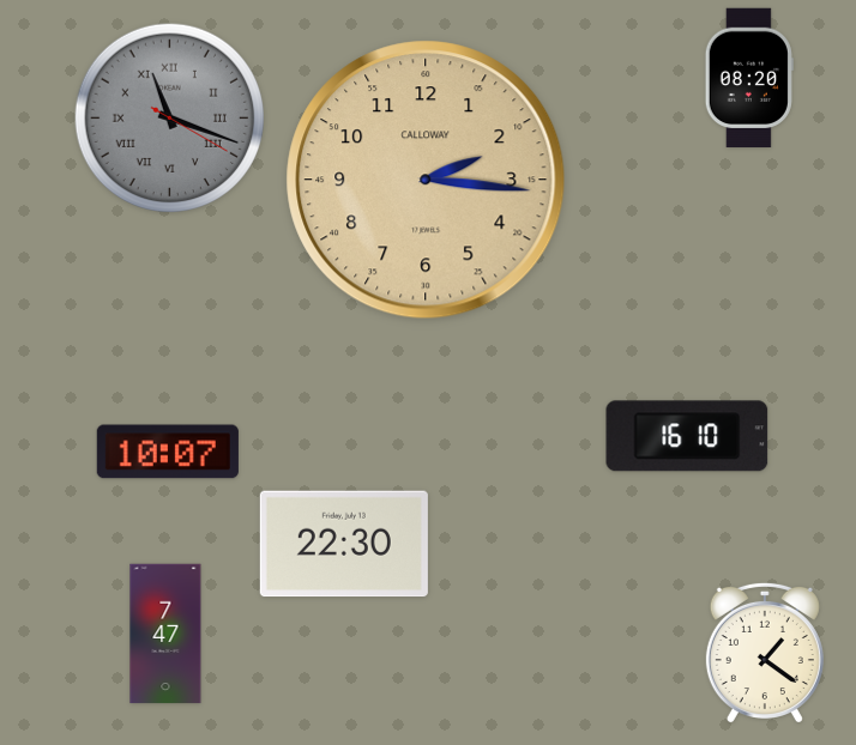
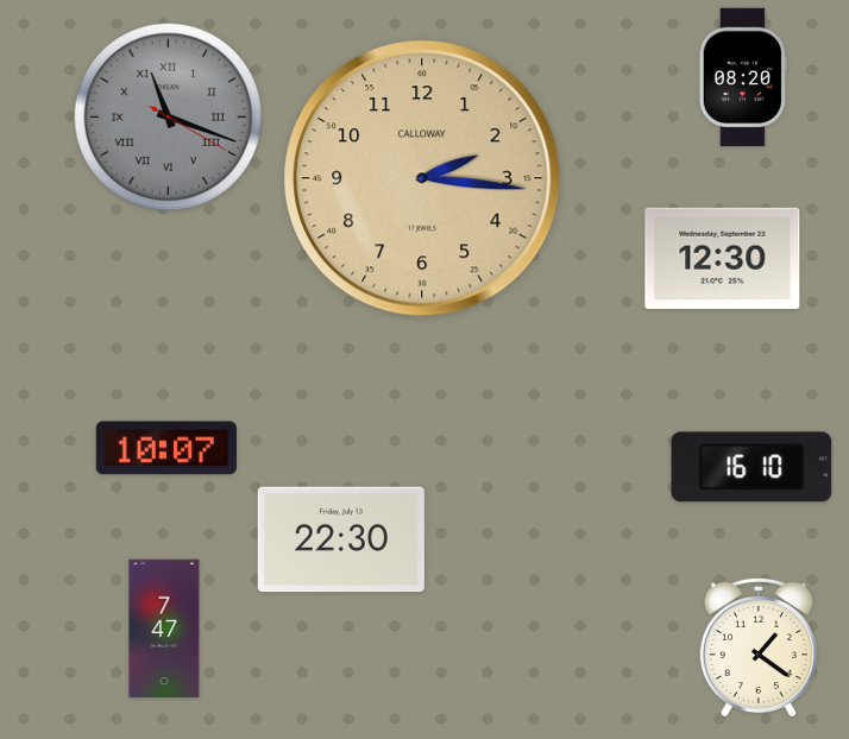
clock at (723, 259): none -> 12:30
clock at (687, 436) position: (687, 436) -> (751, 467)
